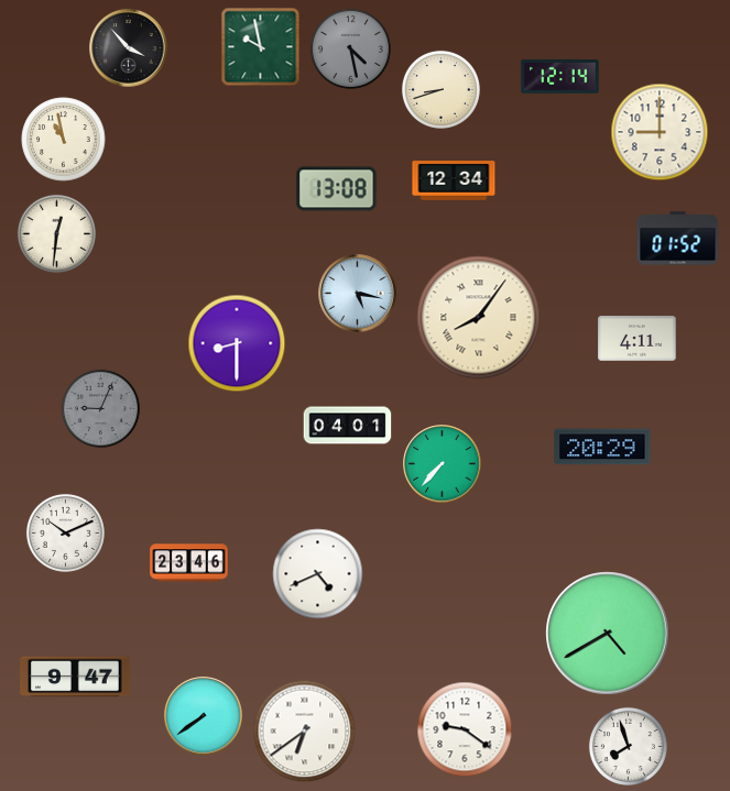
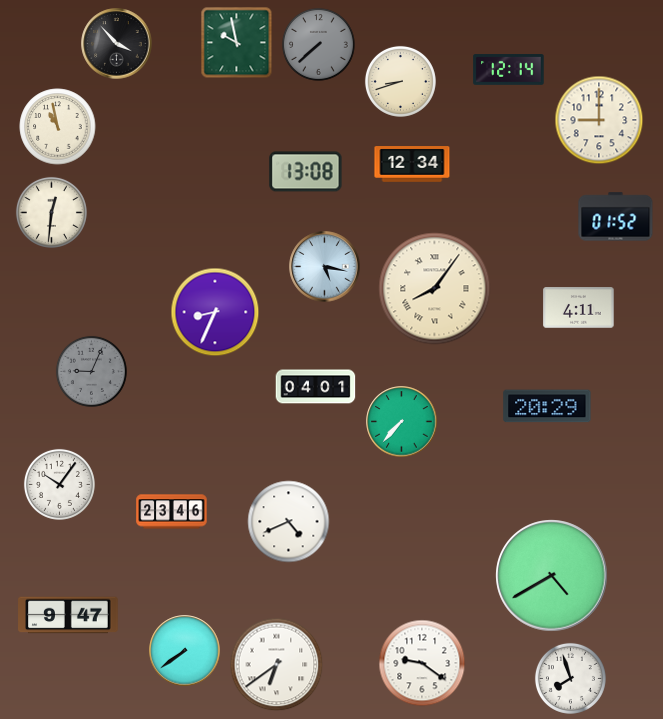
clock at (350, 48): 4:28 -> 7:38
clock at (237, 343): 8:30 -> 8:34
clock at (65, 532): 10:11 -> 10:06
